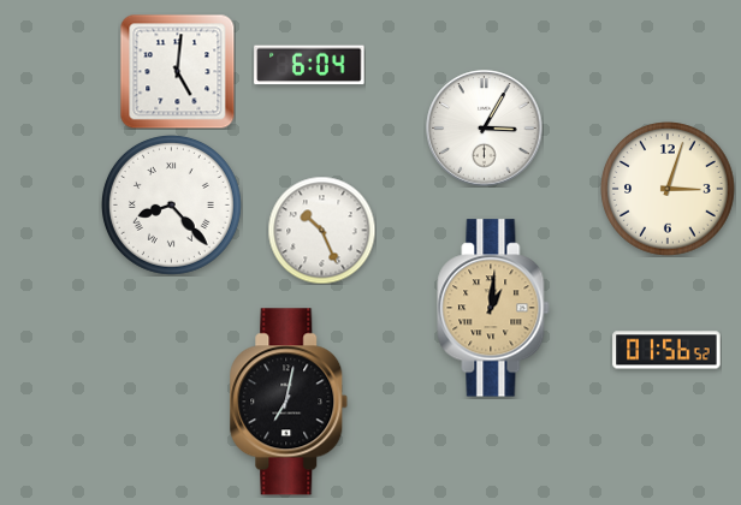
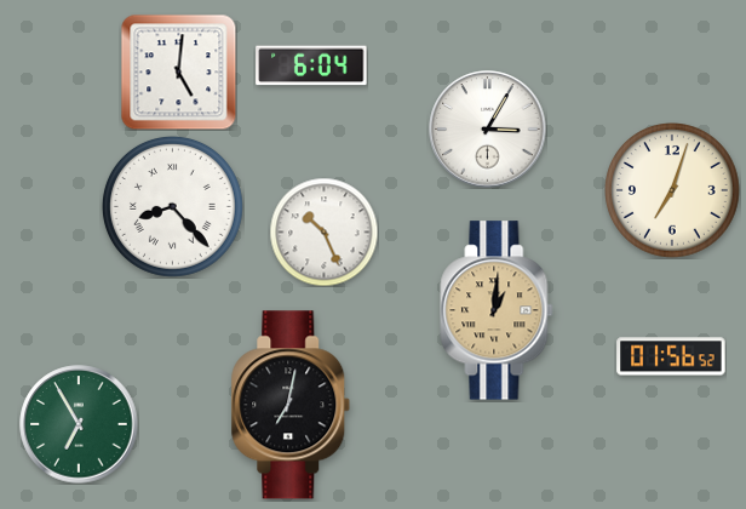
clock at (668, 189): 3:03 -> 7:03
clock at (666, 350) position: (666, 350) -> (671, 356)
clock at (79, 424): none -> 6:55
